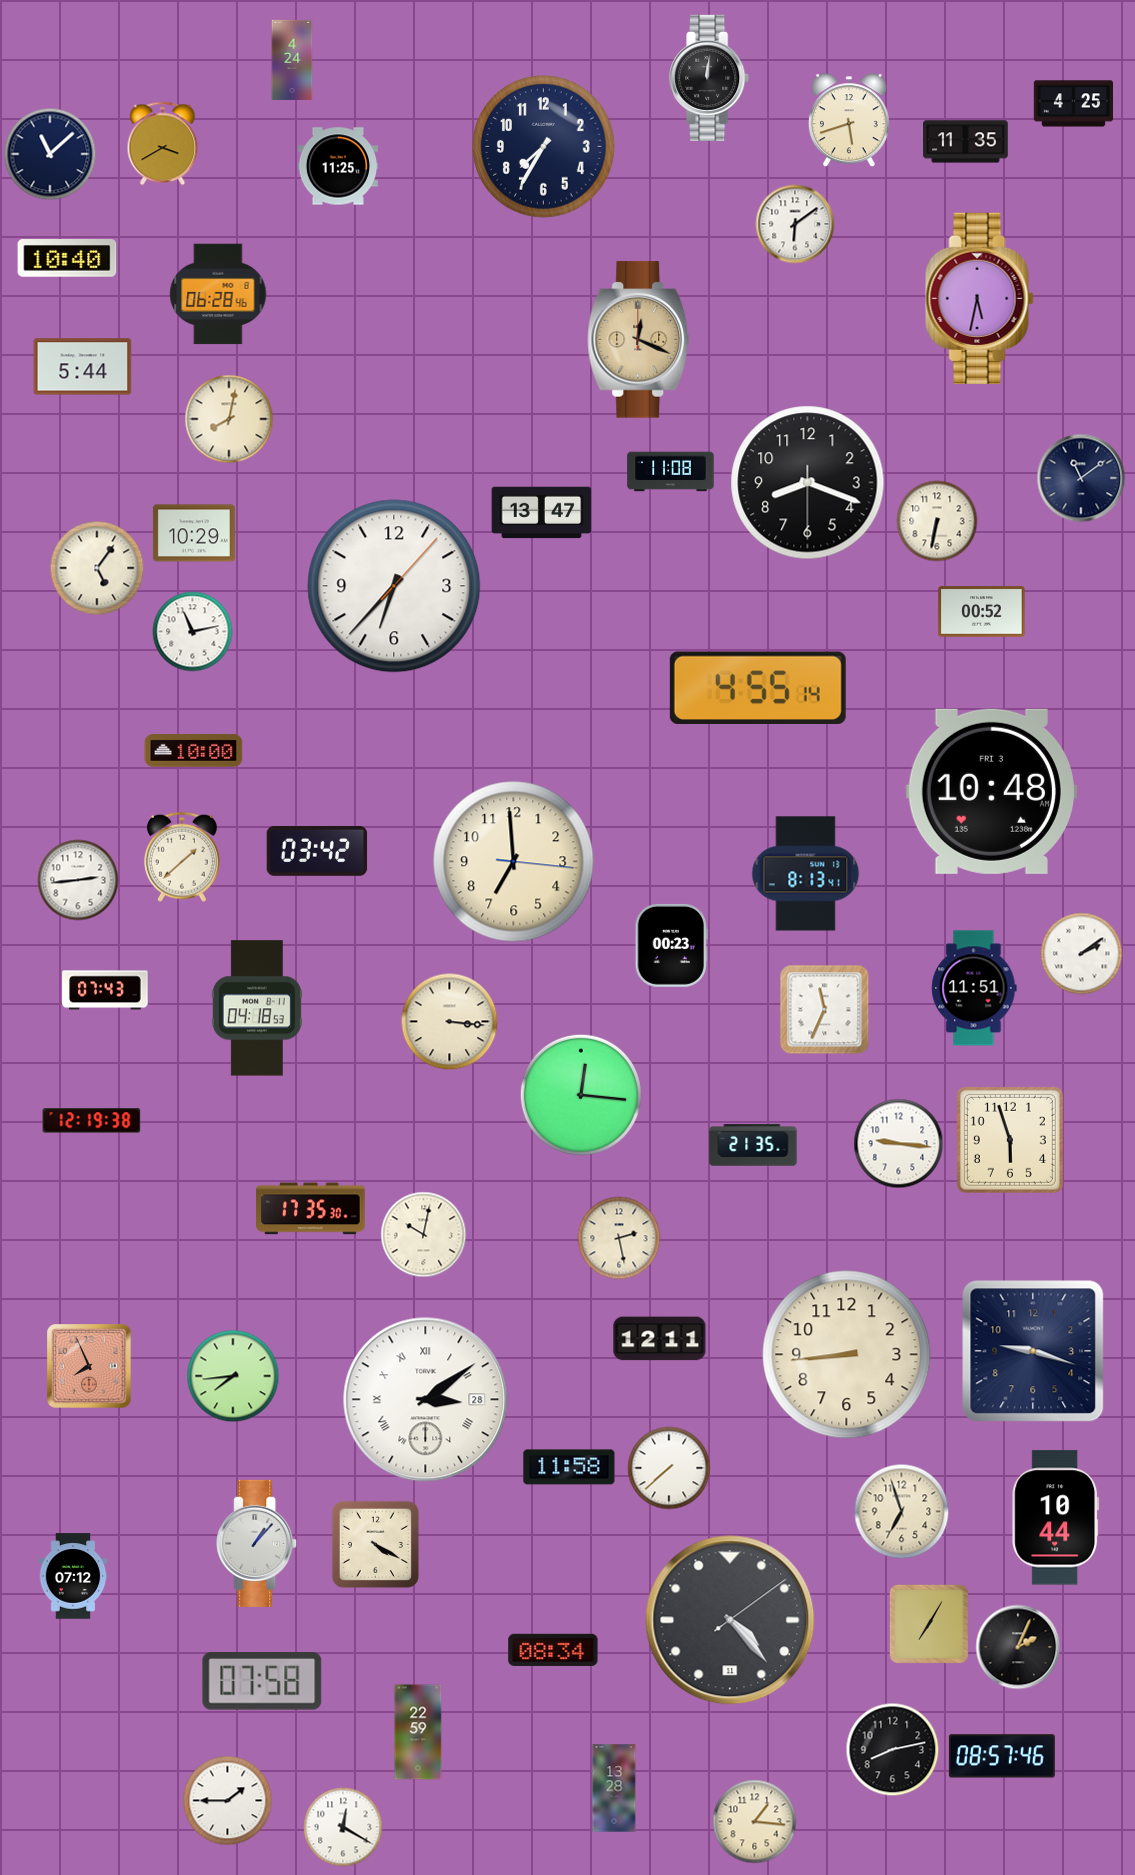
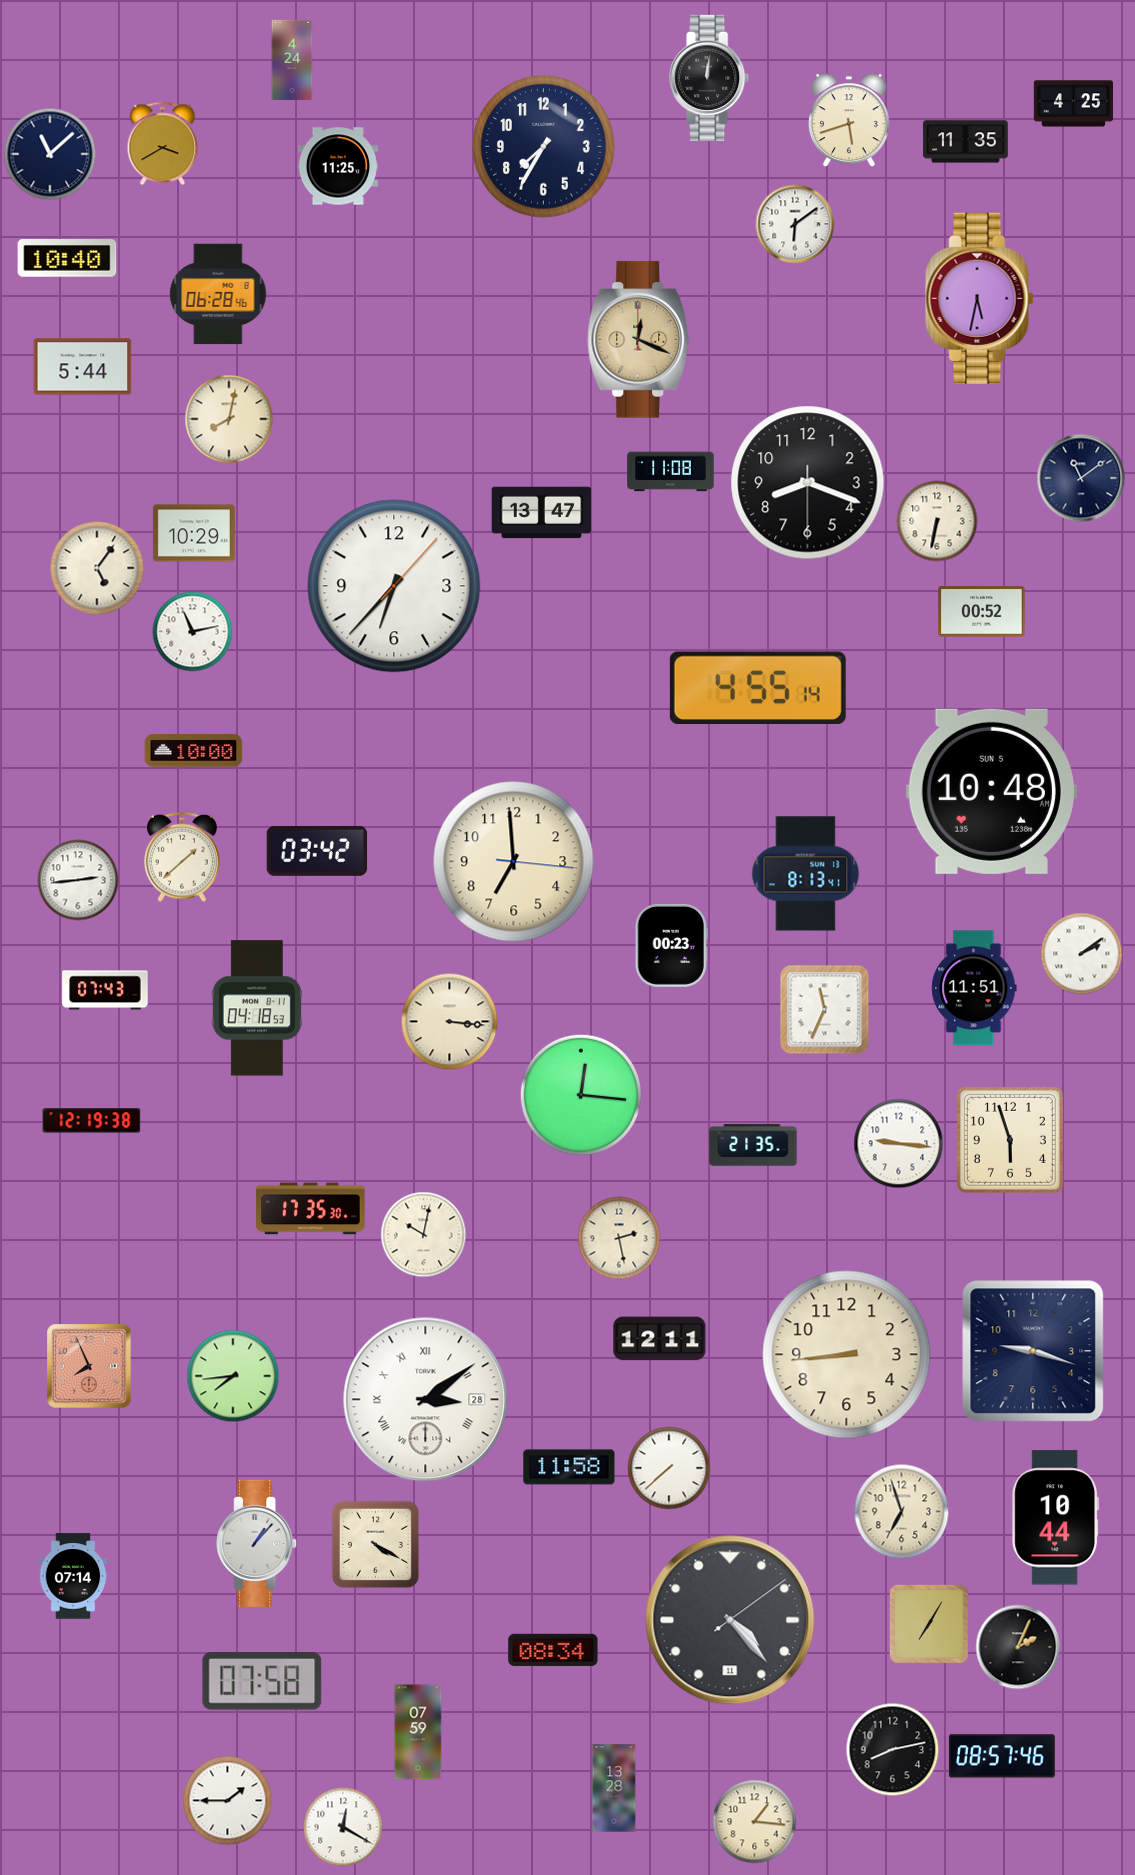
clock at (991, 791) date: FRI 3 -> SUN 5
clock at (73, 1576): 07:12 -> 07:14
clock at (418, 1732): 22:59 -> 07:59
